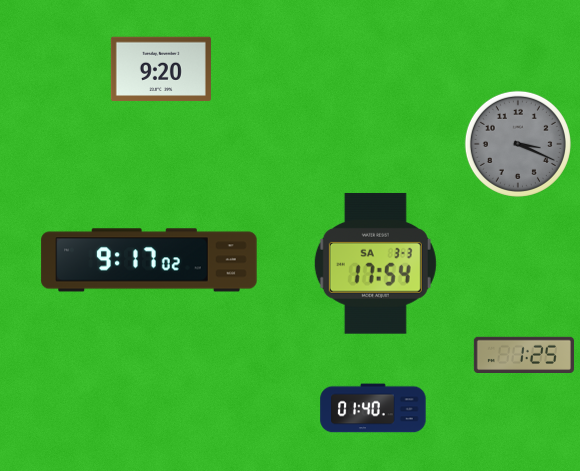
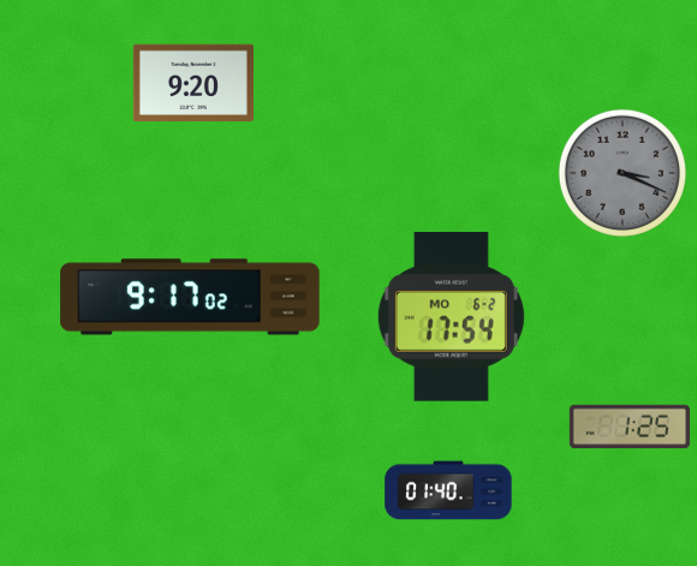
clock at (149, 260) position: (149, 260) -> (190, 297)
clock at (375, 263) date: SA 3-3 -> MO 6-2
